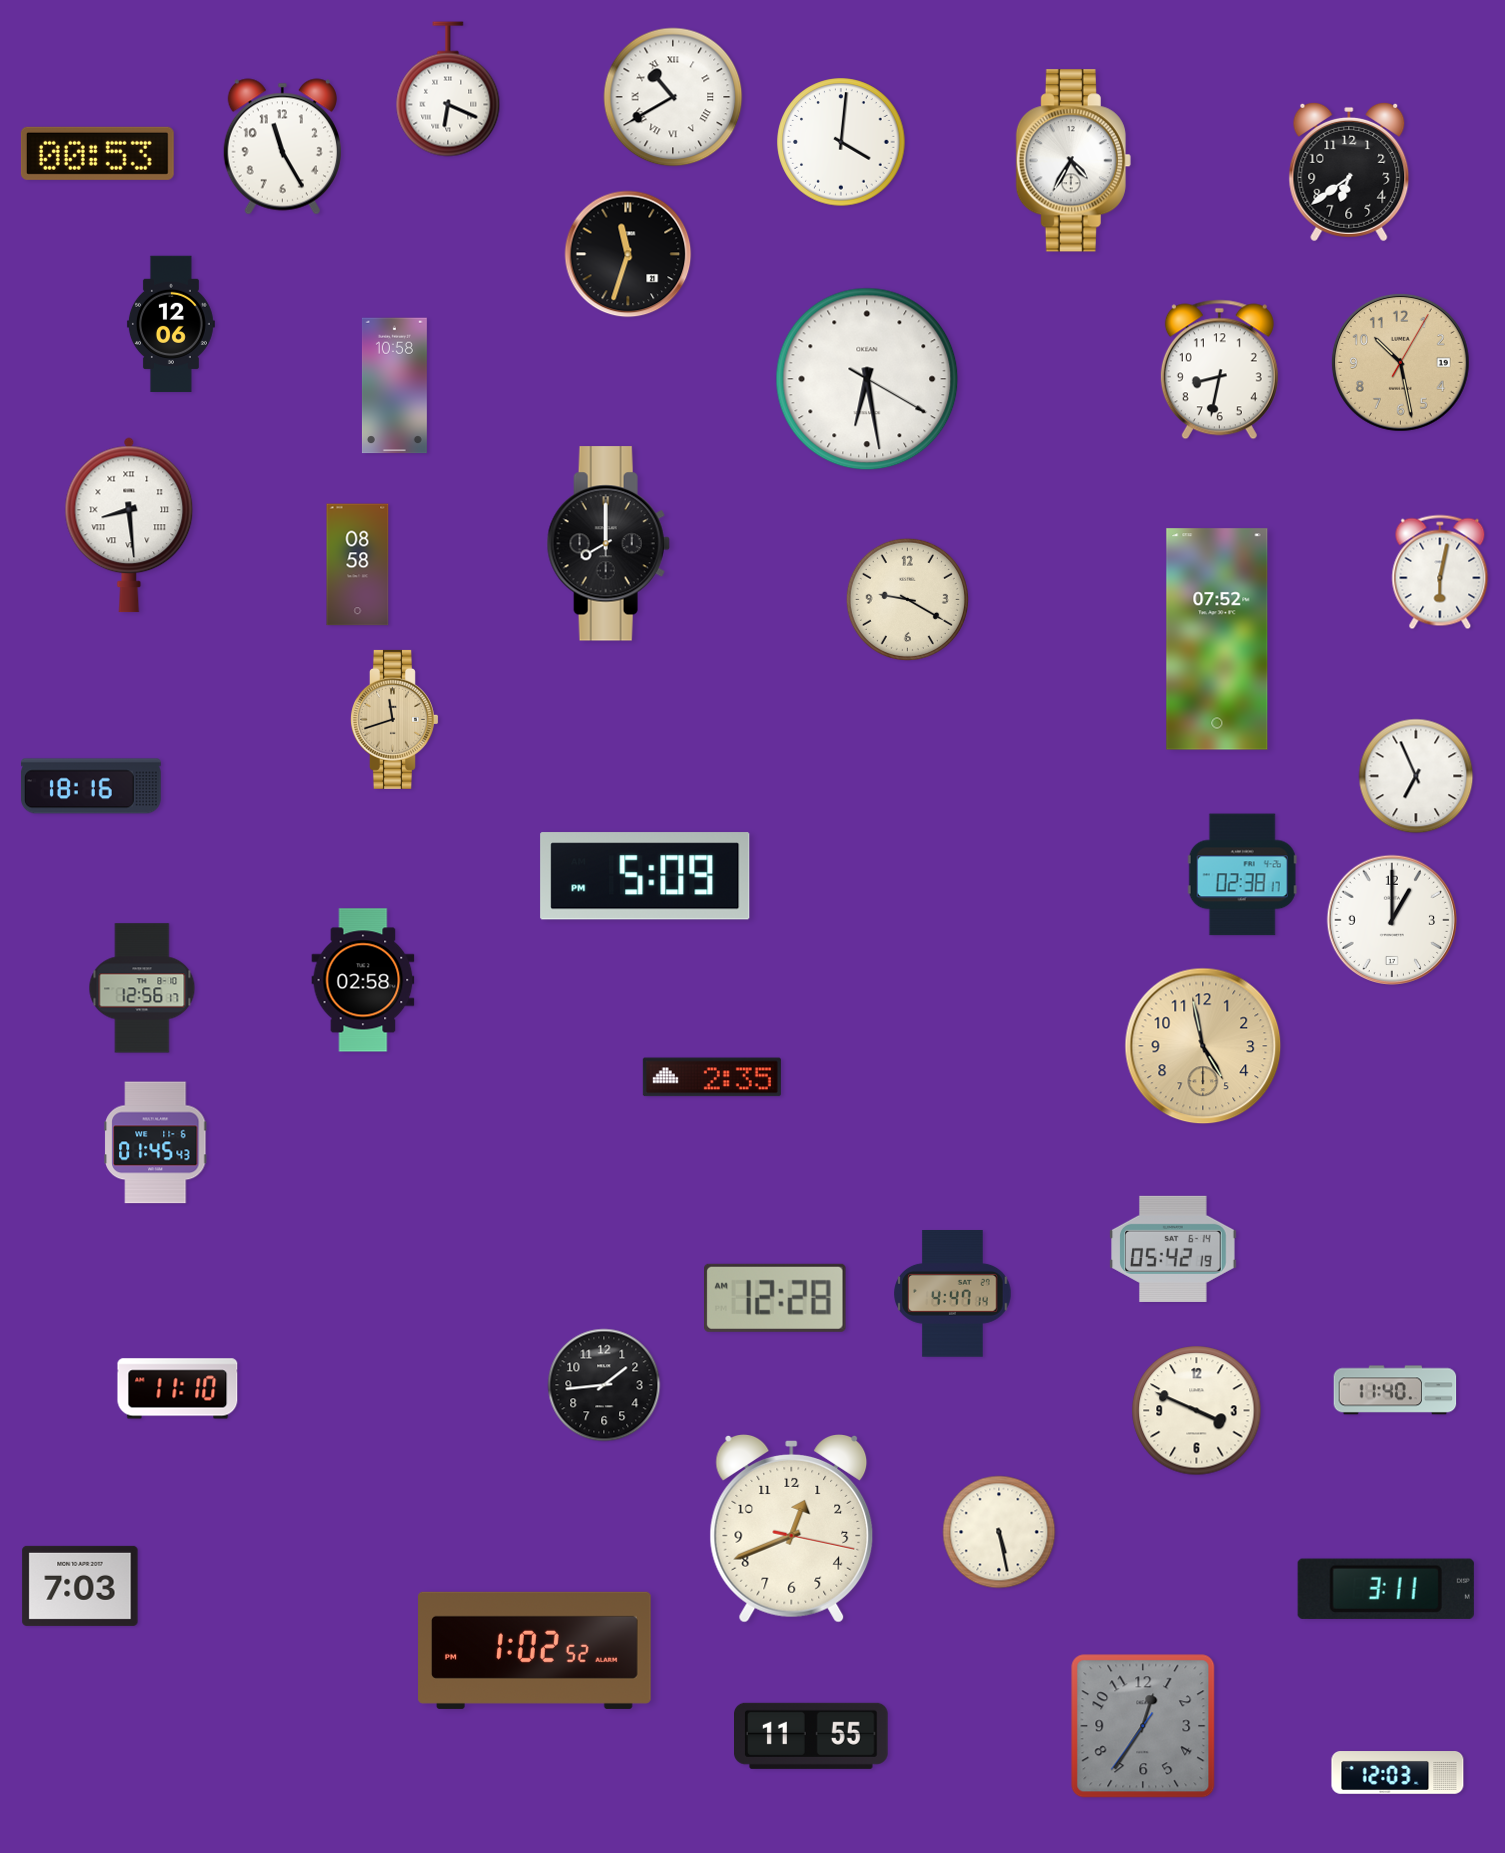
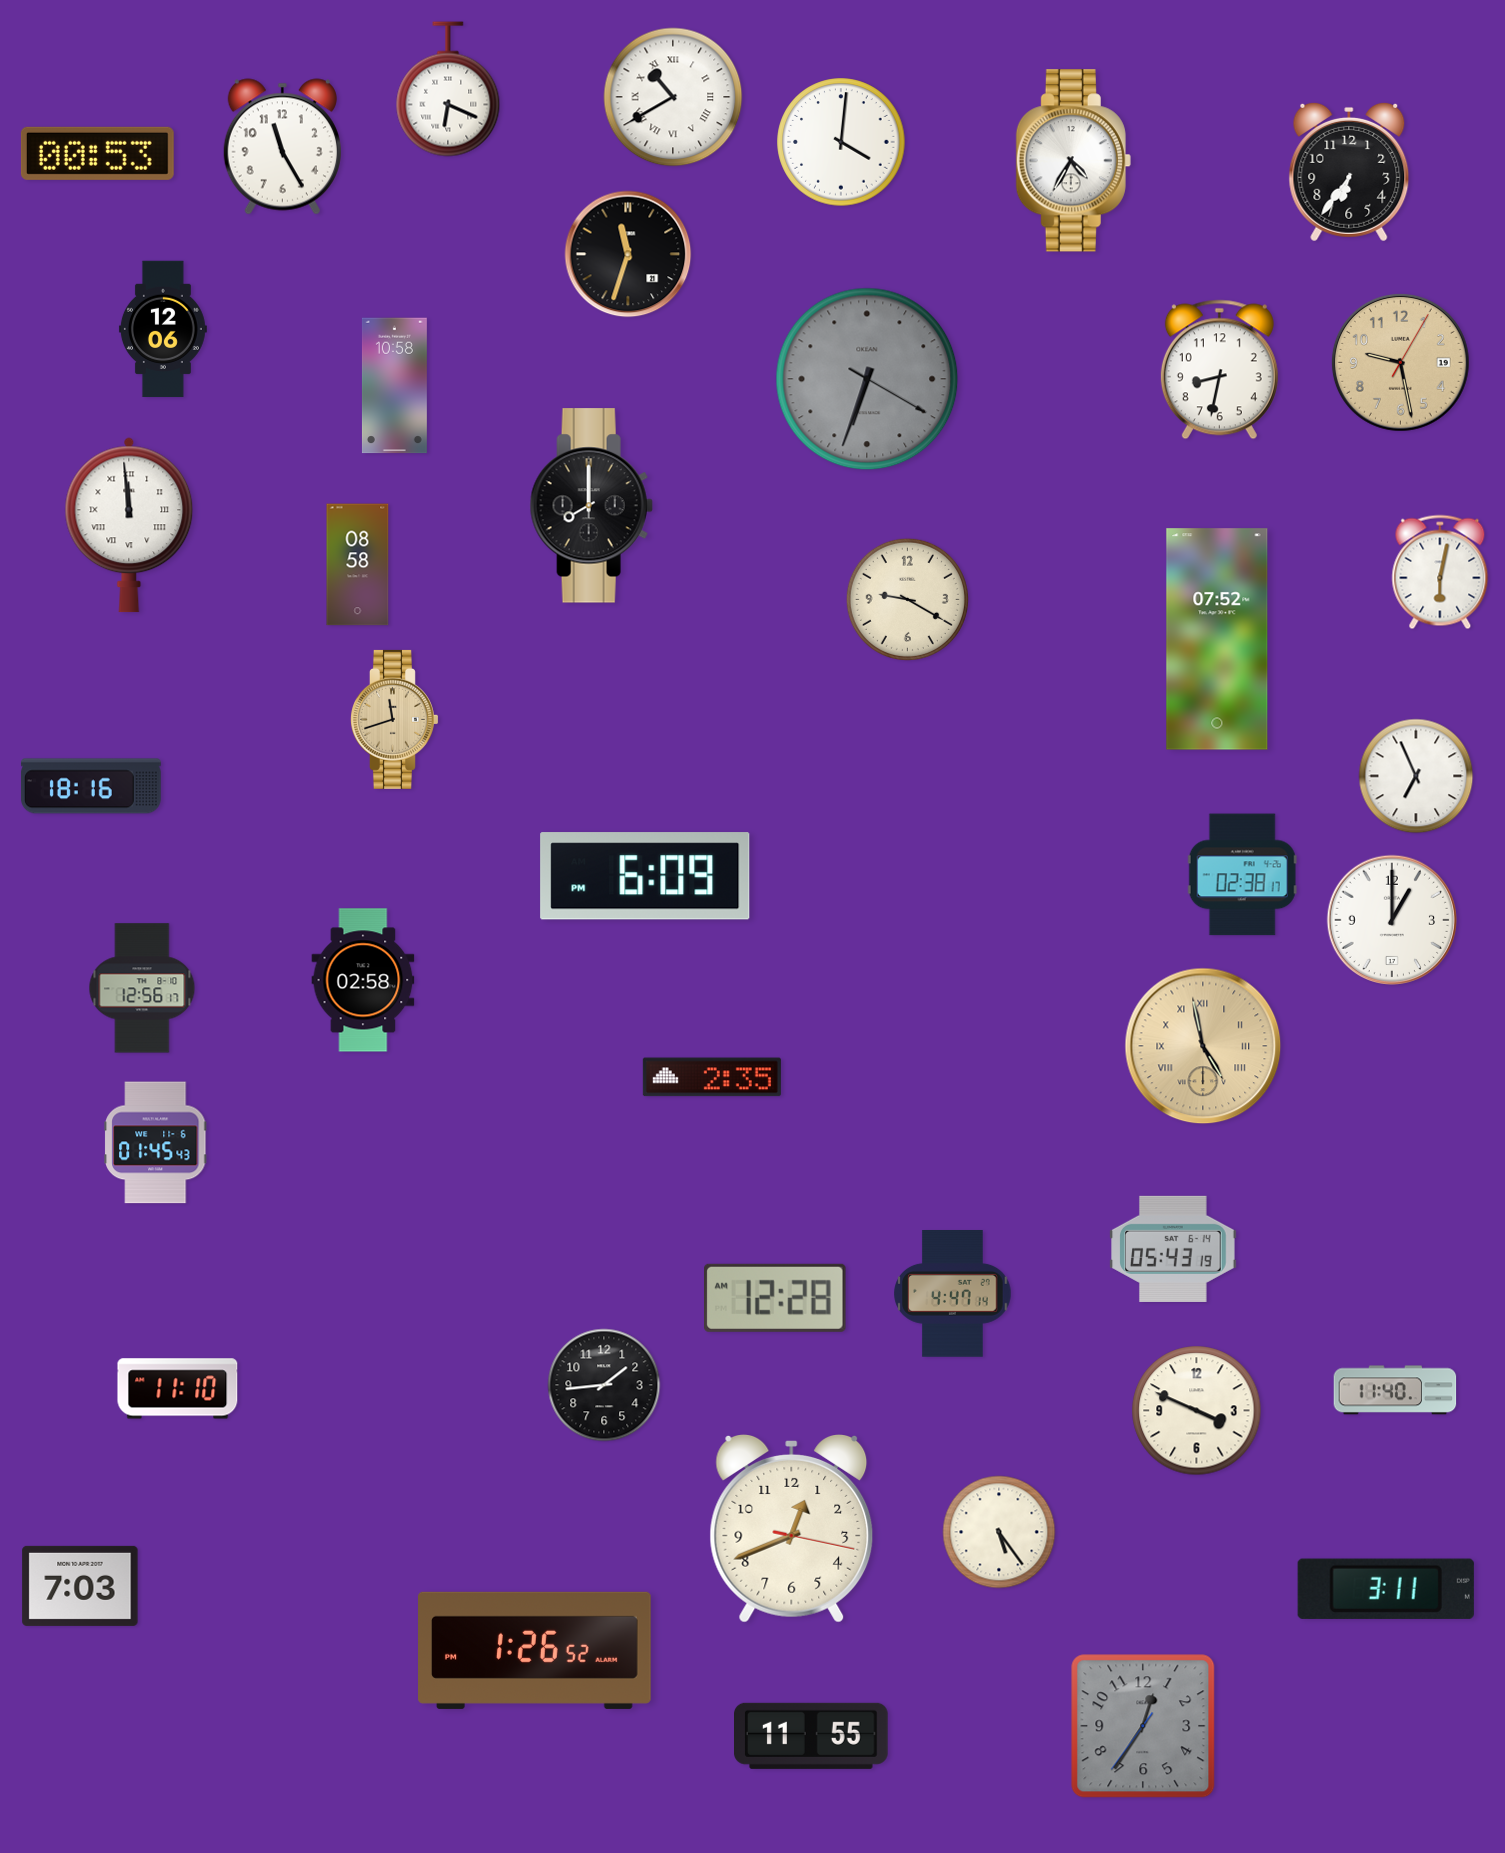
clock at (1349, 172): 6:39 -> 6:36
clock at (171, 324) position: (171, 324) -> (163, 329)
clock at (1400, 362): 10:28 -> 9:28
clock at (867, 379): 6:28 -> 6:33
clock at (867, 379) dial: white -> grey
clock at (129, 525): 8:29 -> 11:59
clock at (608, 544) position: (608, 544) -> (591, 506)
clock at (645, 876): 5:09 -> 6:09
clock at (1203, 1046) numerals: Arabic -> Roman
clock at (1173, 1249): 05:42 -> 05:43
clock at (999, 1532): 5:28 -> 5:24
clock at (535, 1650): 1:02 -> 1:26
clock at (1398, 1773): 12:03 -> none
